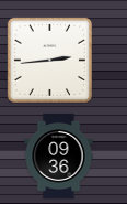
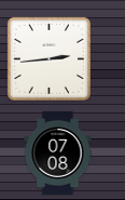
clock at (59, 155): 09:36 -> 07:08
